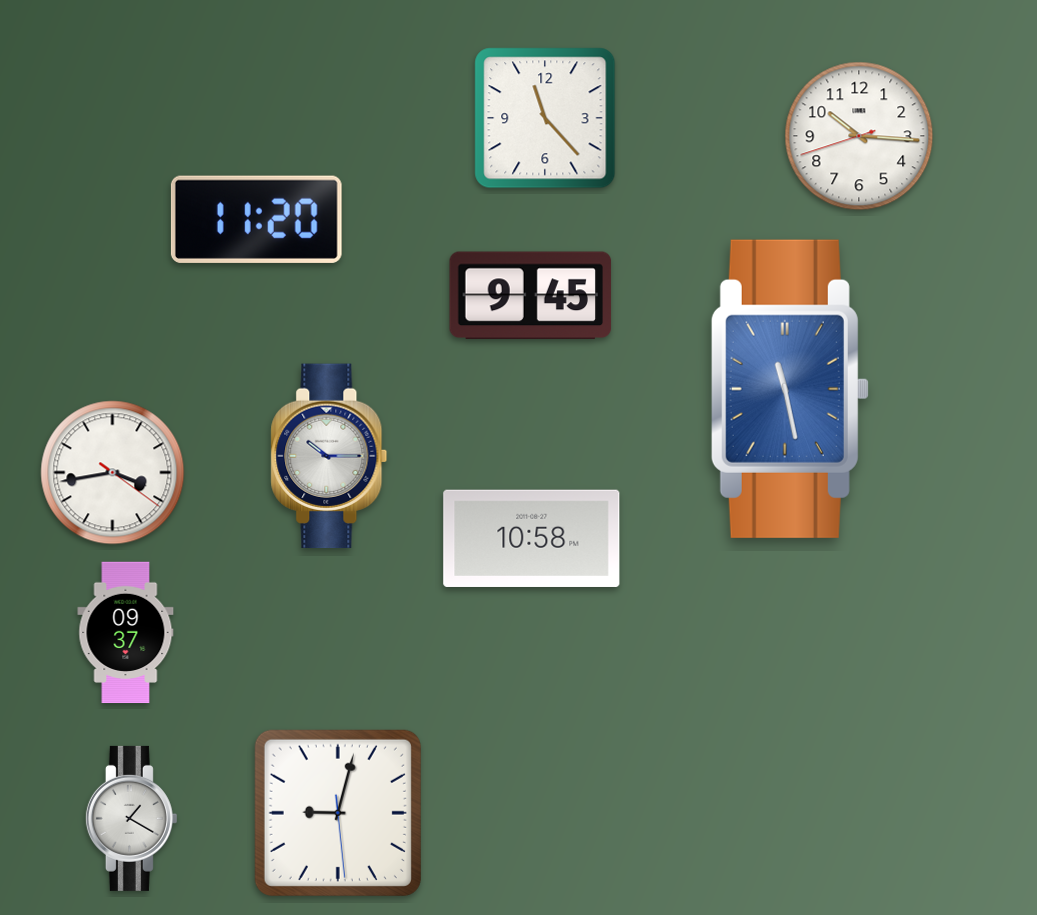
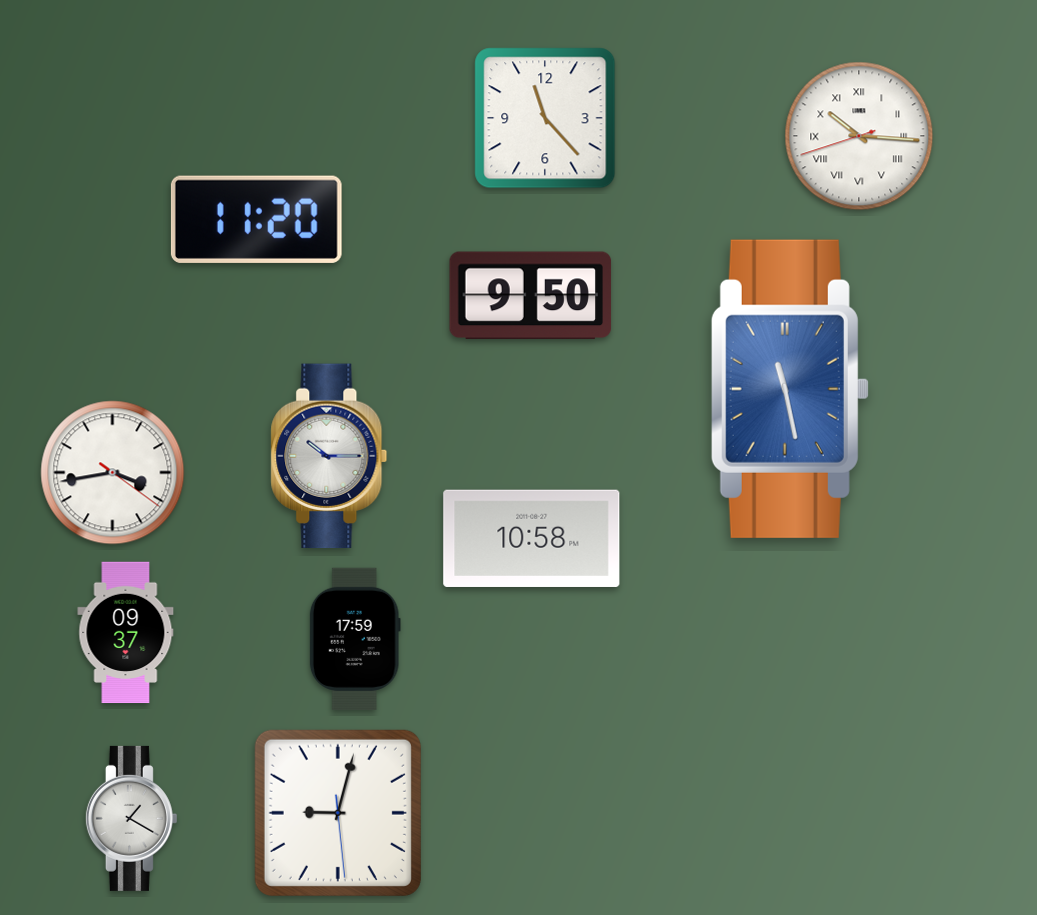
clock at (859, 136) numerals: Arabic -> Roman
clock at (531, 296): 9:45 -> 9:50
clock at (355, 639): none -> 17:59
